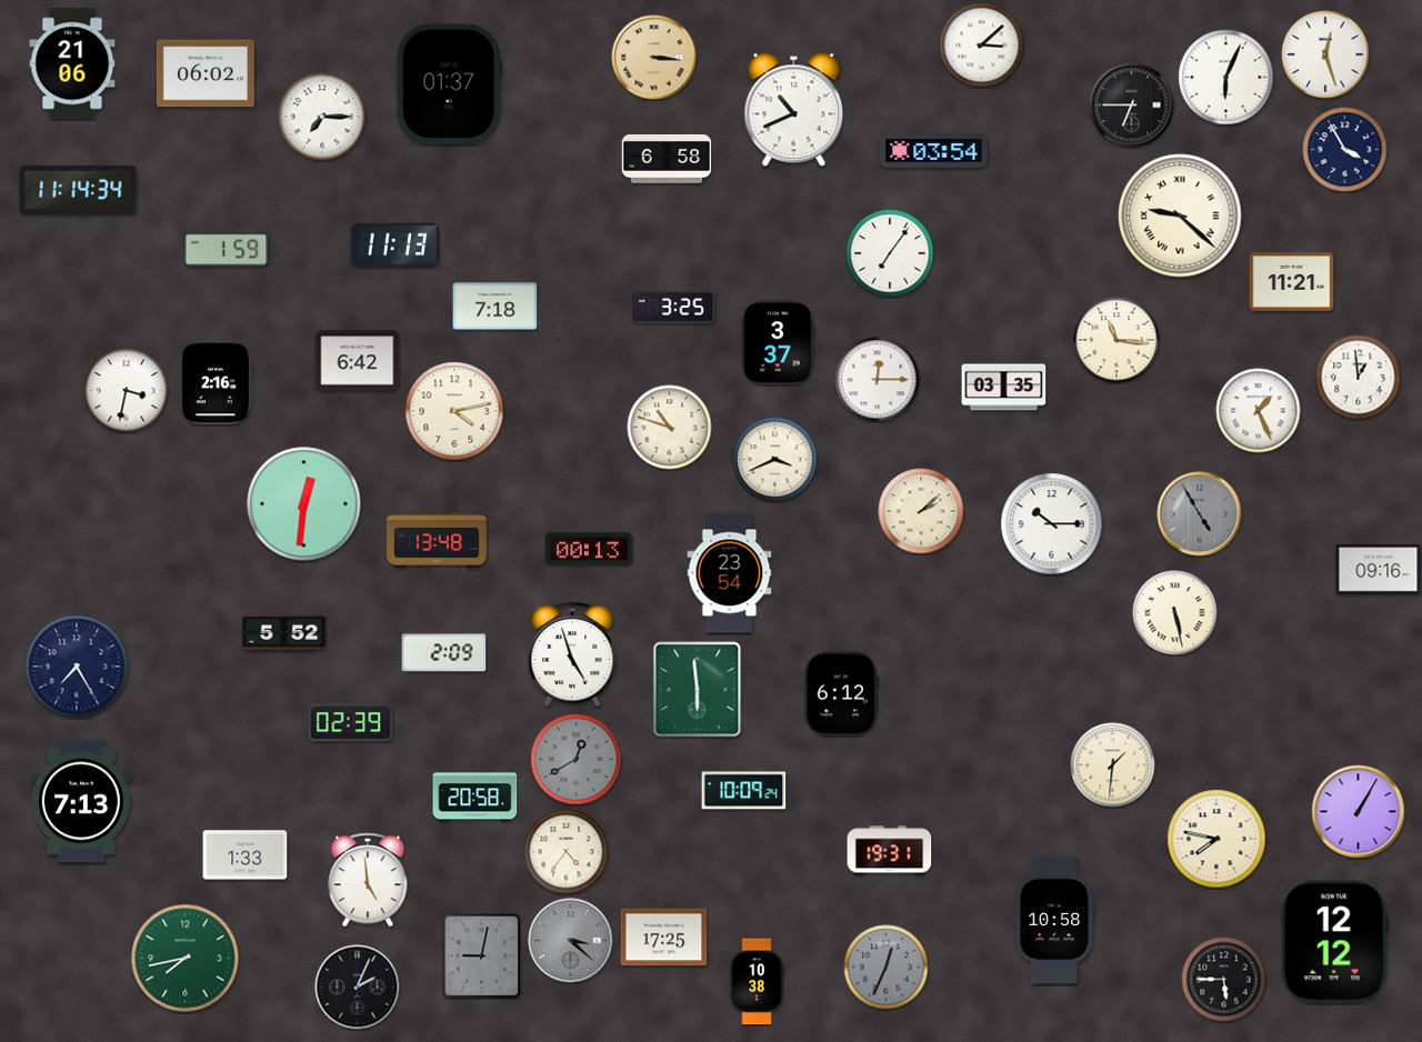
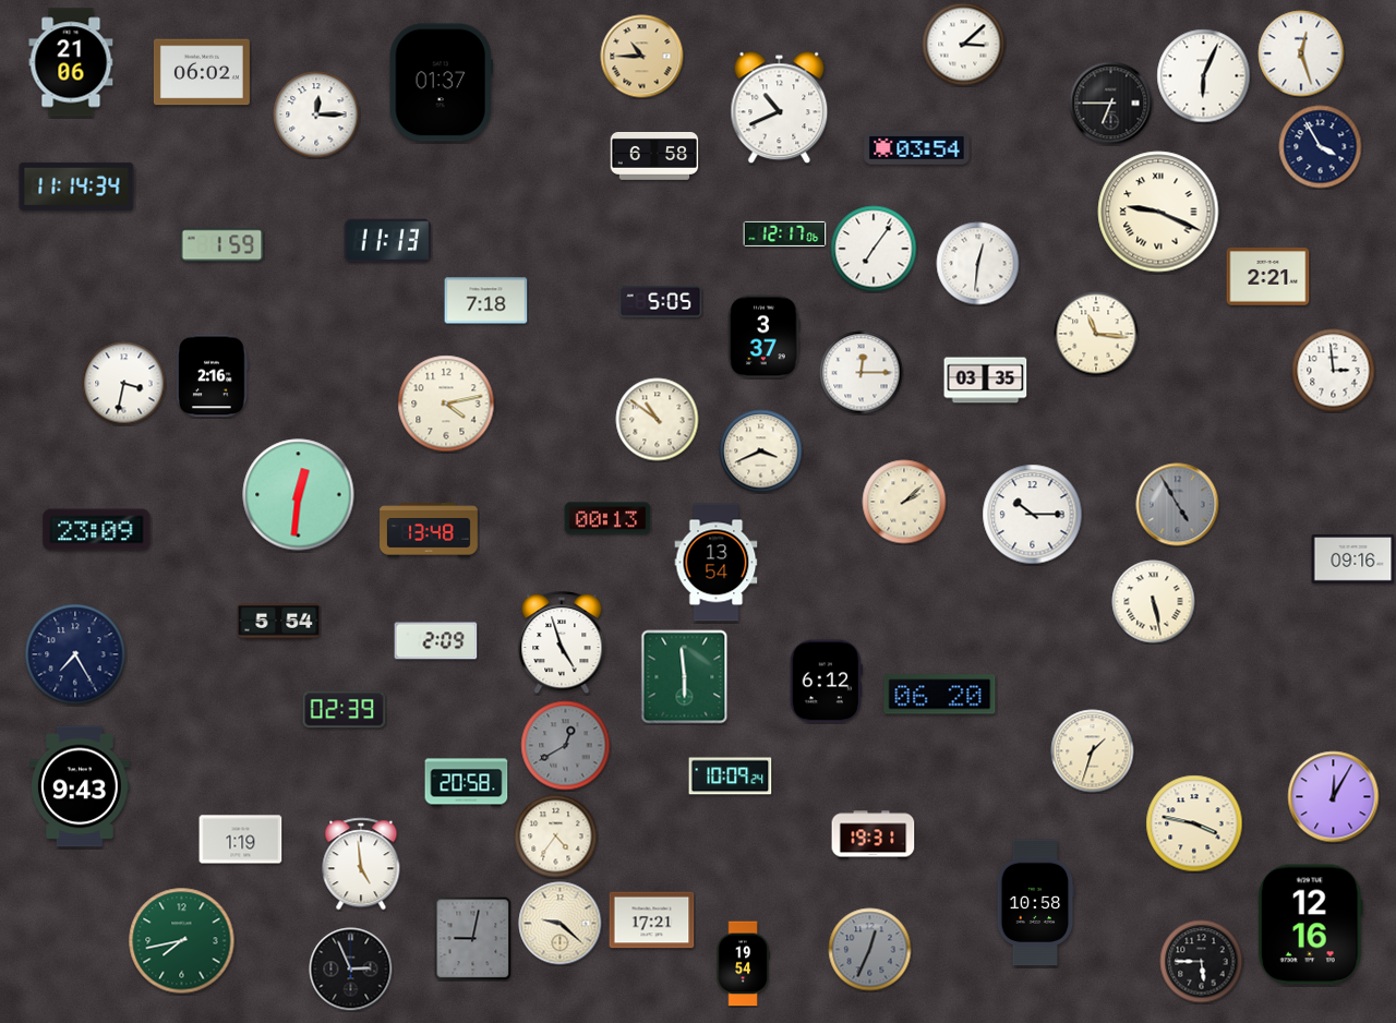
clock at (654, 58): 3:16 -> 10:45
clock at (322, 117): 7:15 -> 12:15
clock at (1180, 216): 9:22 -> 9:19
clock at (785, 233): none -> 12:17
clock at (978, 264): none -> 12:31
clock at (1292, 282): 11:21 -> 2:21
clock at (673, 308): 3:25 -> 5:05
clock at (358, 361): 6:42 -> none
clock at (1359, 378): 12:59 -> 2:59
clock at (1259, 411): 1:26 -> none
clock at (670, 428): 10:48 -> 10:51
clock at (97, 530): none -> 23:09
clock at (589, 549) position: (589, 549) -> (607, 518)
clock at (730, 573): 23:54 -> 13:54
clock at (284, 633): 5:52 -> 5:54
clock at (940, 695): none -> 06:20
clock at (1113, 765): 1:31 -> 1:33
clock at (82, 801): 7:13 -> 9:43
clock at (1359, 812): 1:05 -> 12:05
clock at (1216, 839): 7:47 -> 3:47
clock at (246, 855): 1:33 -> 1:19
clock at (664, 938): 17:25 -> 17:21
clock at (571, 941): 3:22 -> 9:22
clock at (571, 941) dial: grey -> cream
clock at (1334, 942): 12:12 -> 12:16
clock at (757, 982): 10:38 -> 19:54
clock at (358, 988): 2:04 -> 2:56
